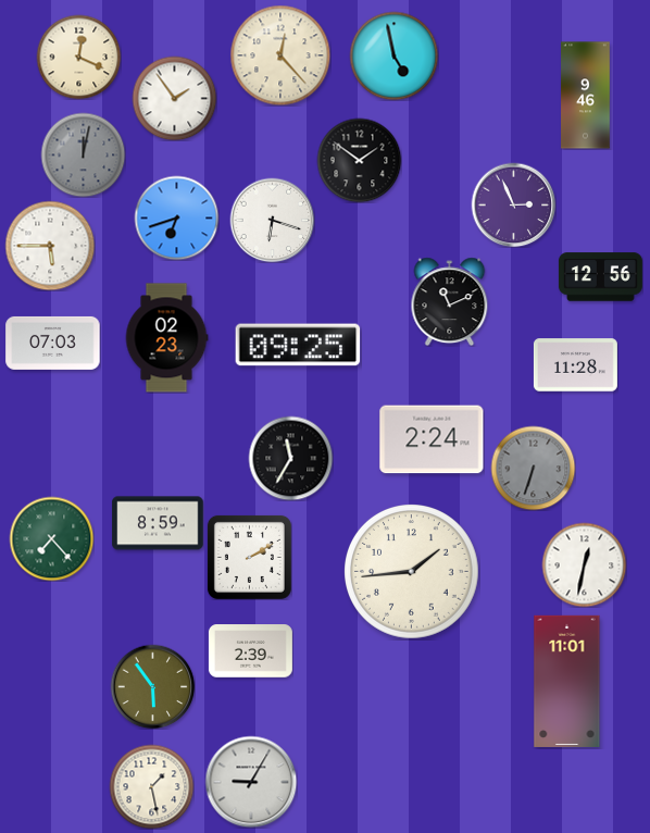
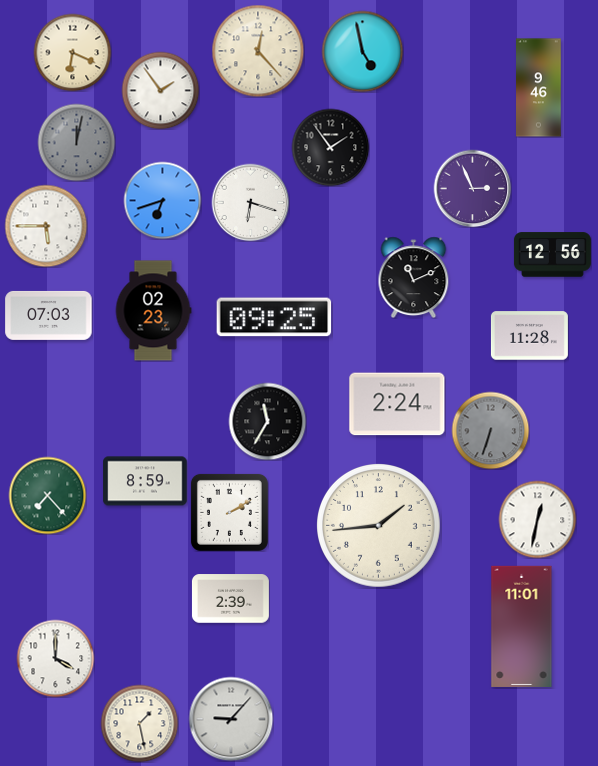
clock at (78, 57): 12:19 -> 6:19
clock at (359, 160): 1:51 -> 1:54
clock at (152, 686): 5:54 -> none
clock at (55, 658): none -> 4:00
clock at (251, 782): 9:05 -> 9:07
